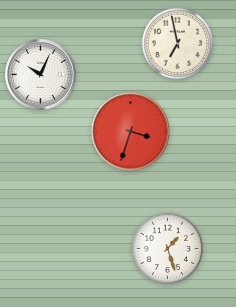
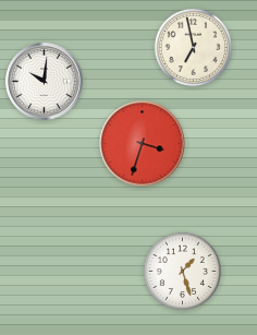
clock at (41, 75): 10:04 -> 10:01
